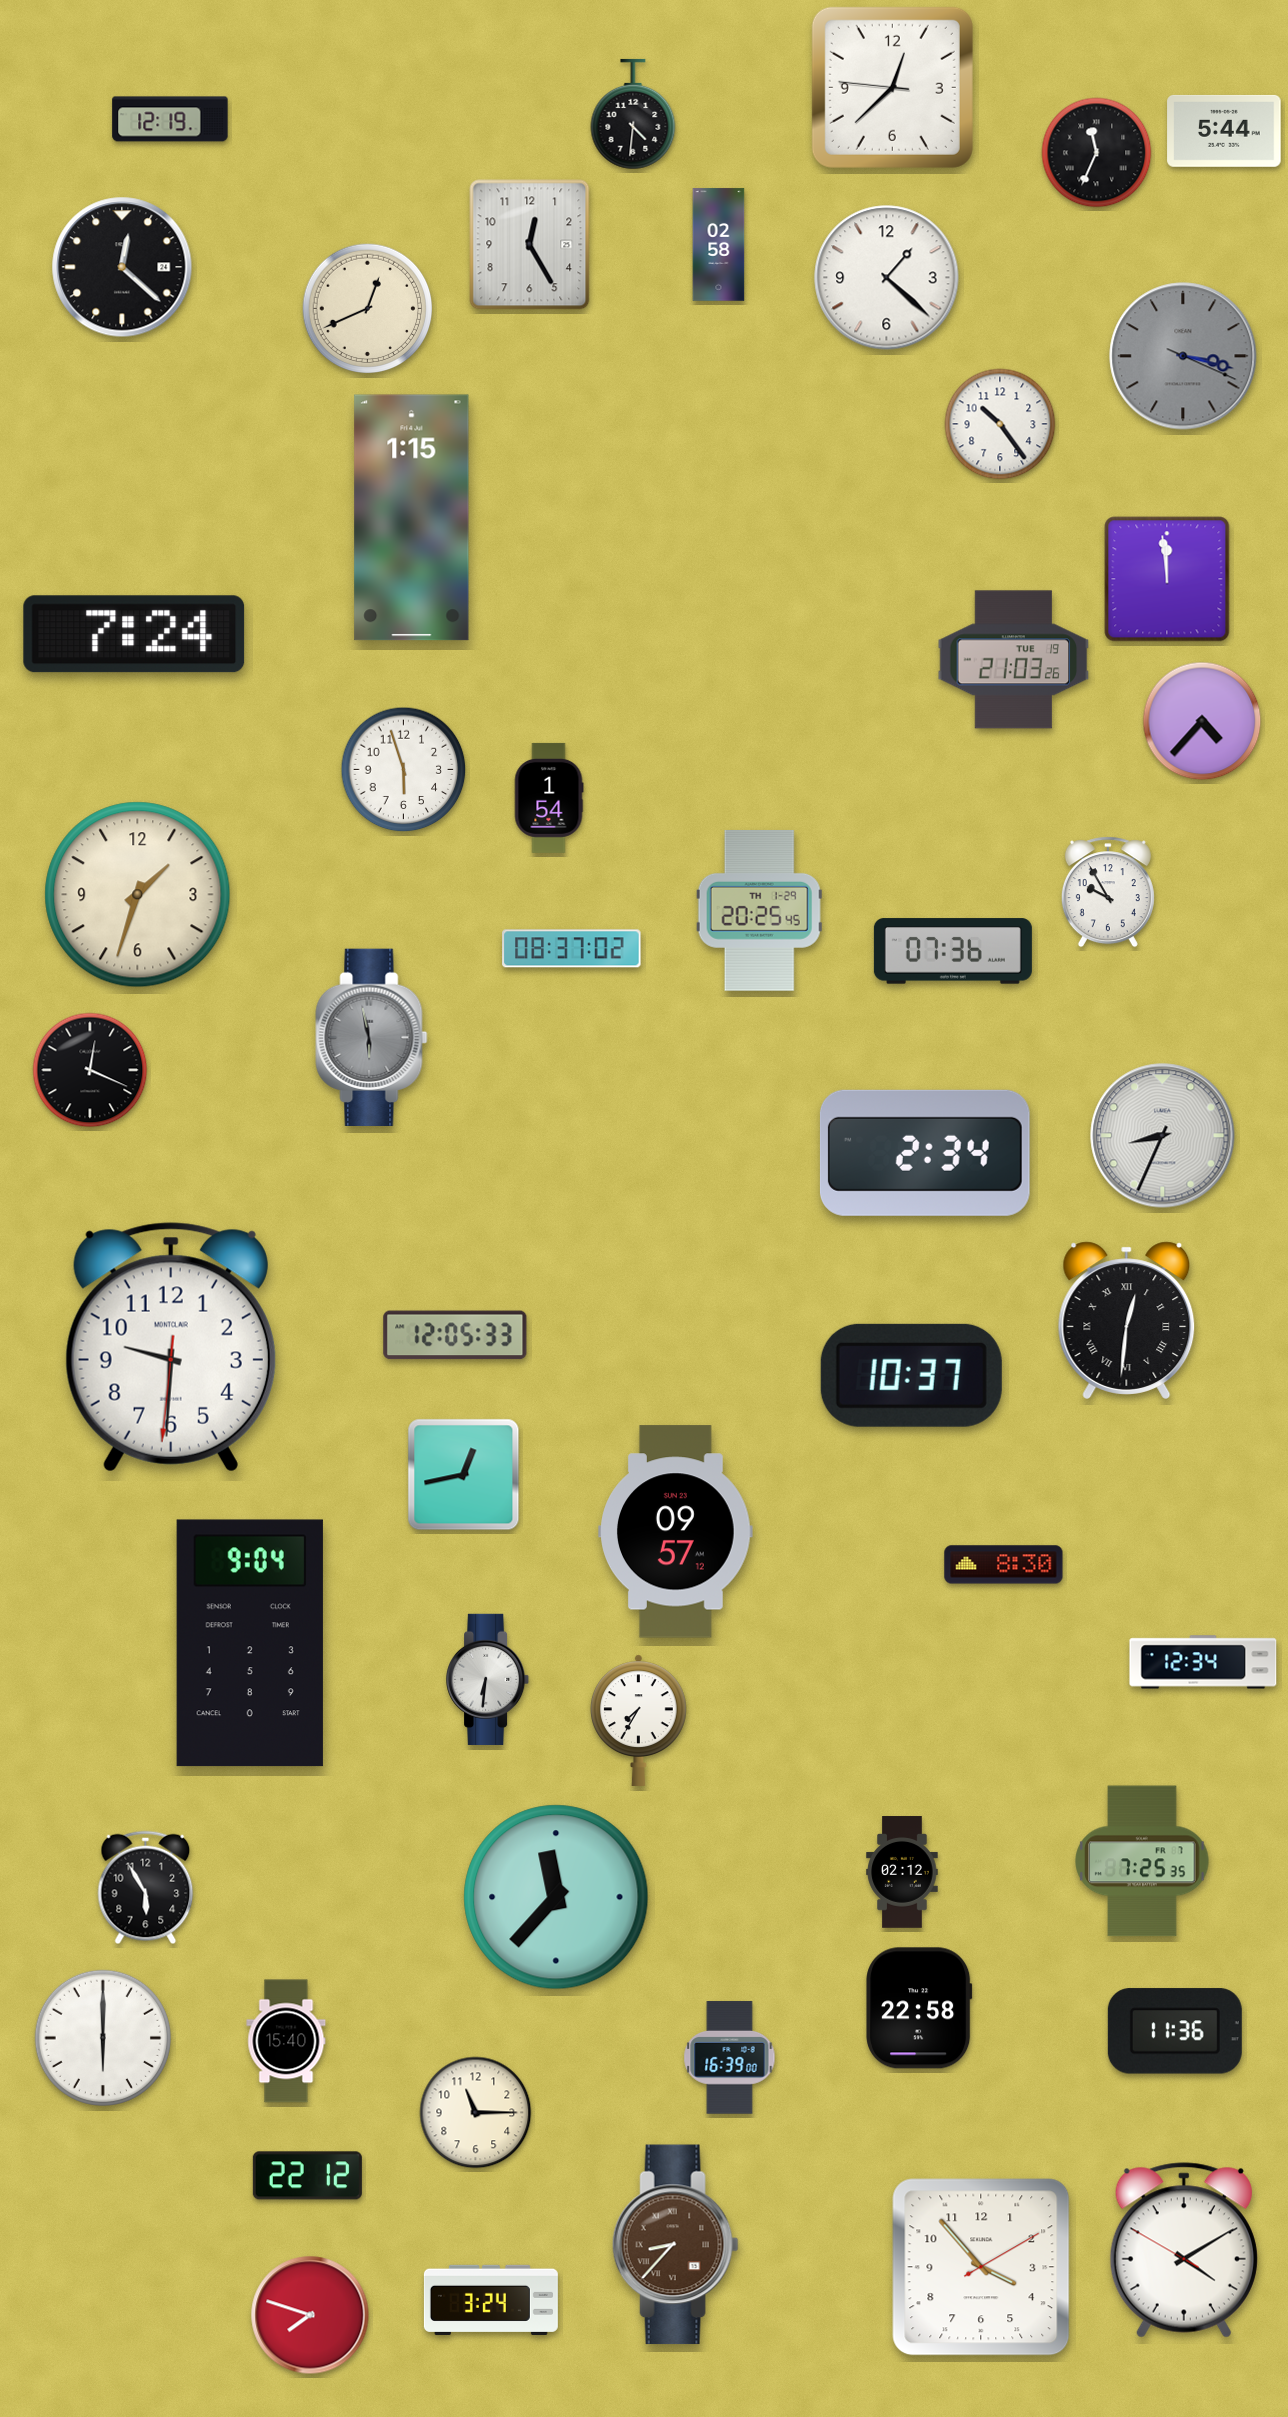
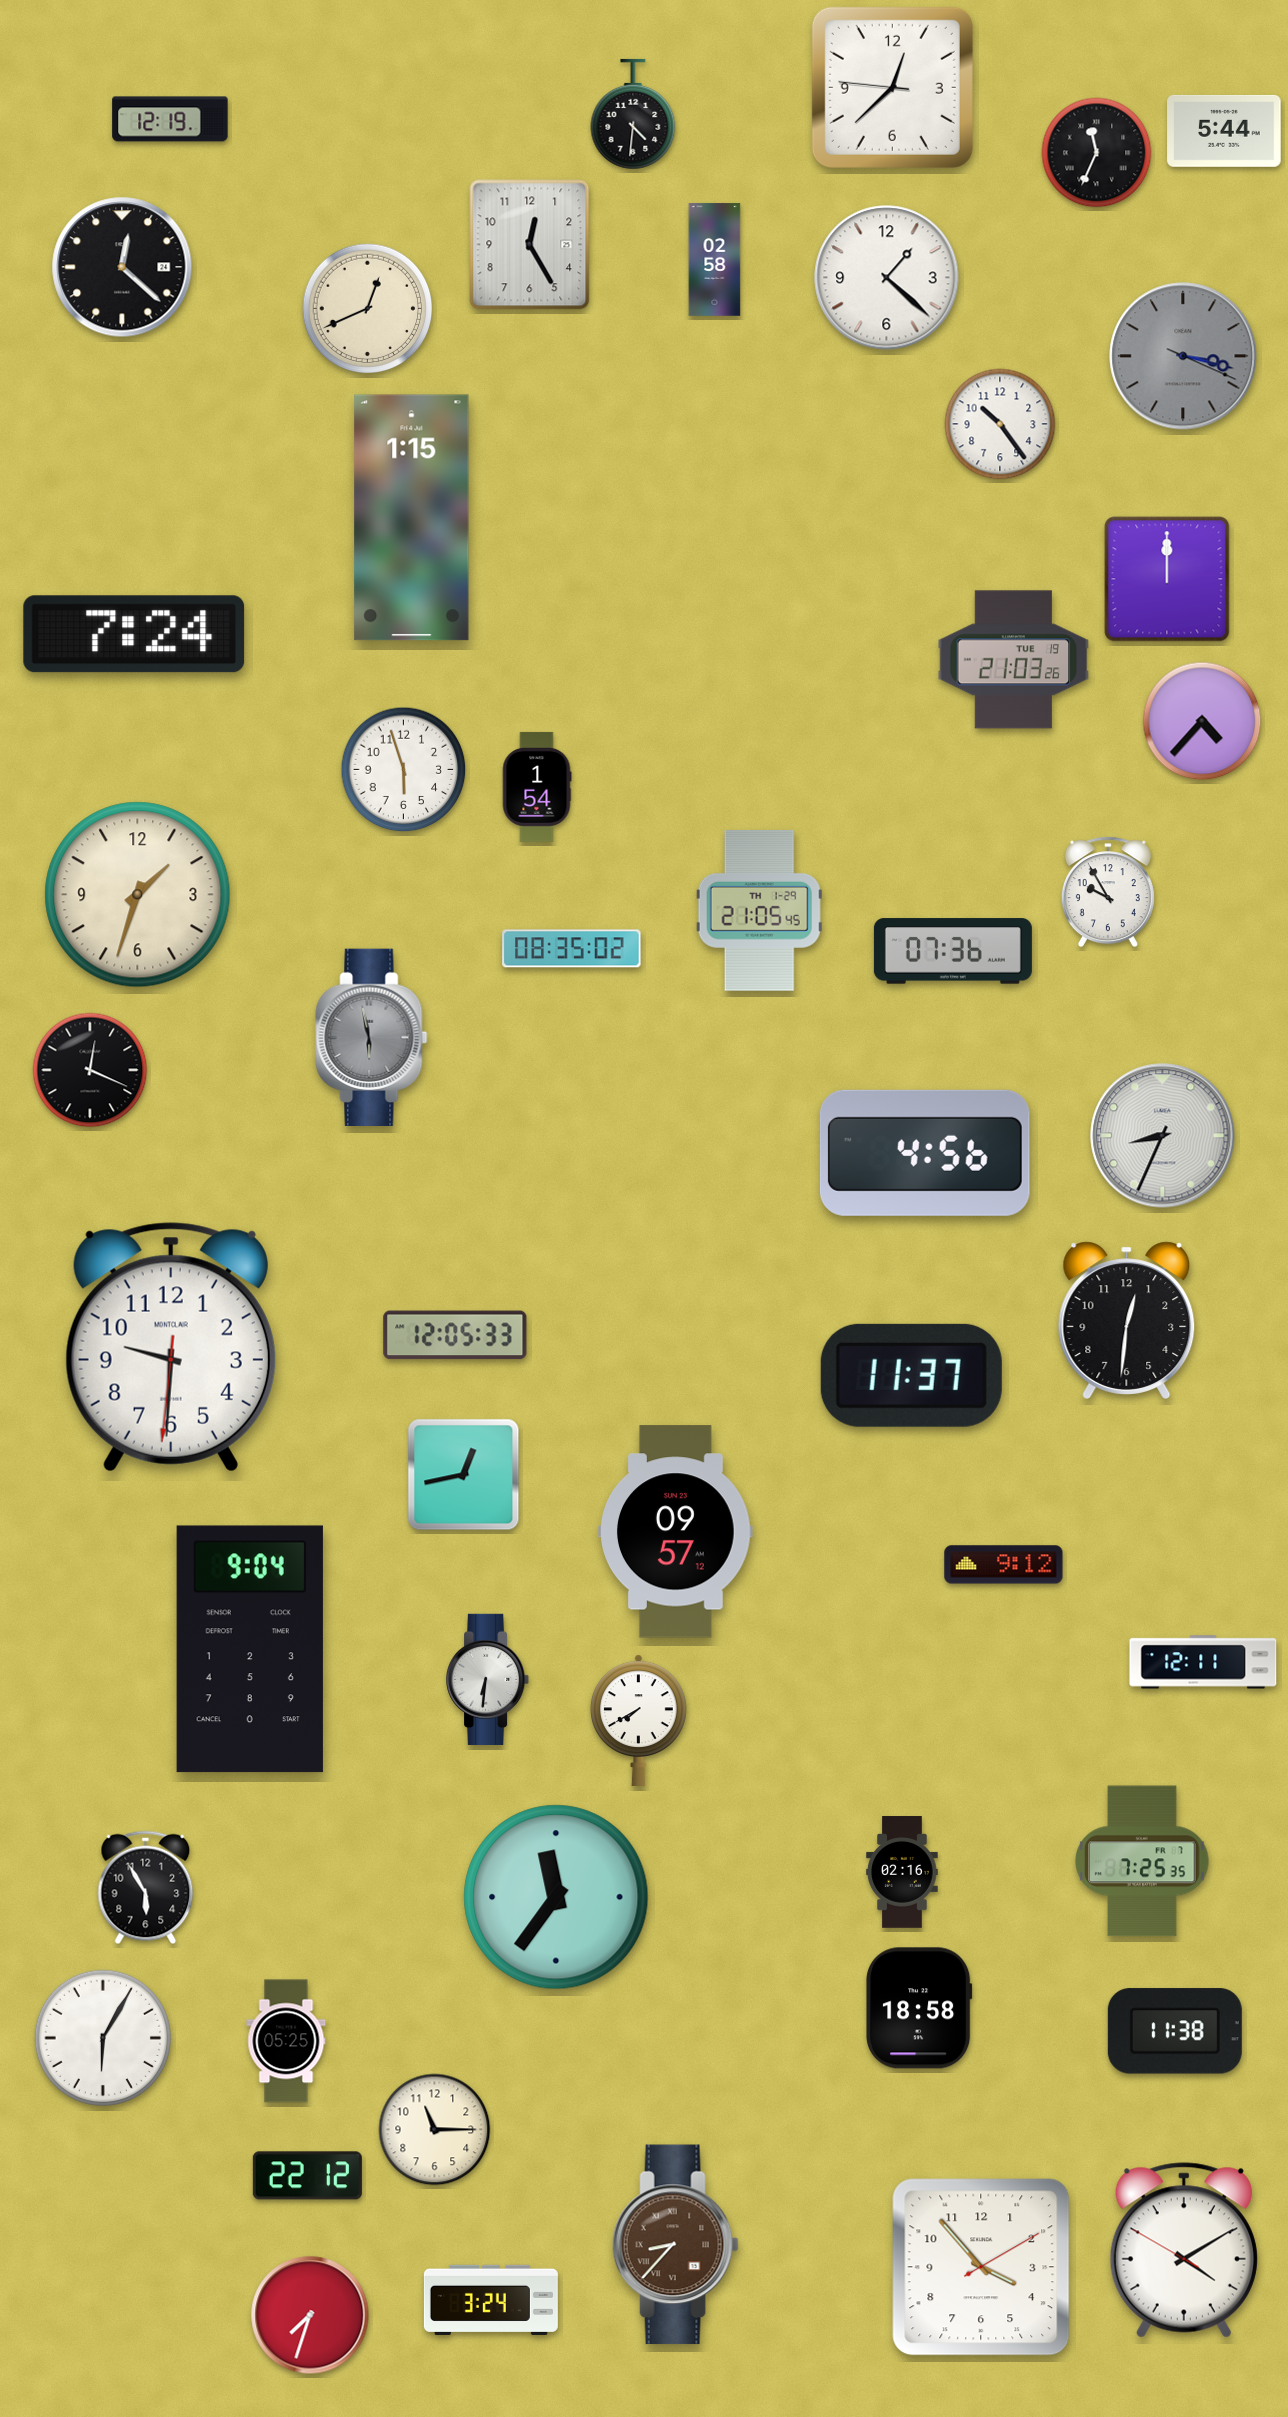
clock at (719, 245) position: (719, 245) -> (715, 260)
clock at (1167, 579): 11:59 -> 12:00
clock at (549, 798) position: (549, 798) -> (537, 787)
clock at (759, 910): 20:25 -> 21:05
clock at (572, 949): 08:37 -> 08:35
clock at (925, 1153): 2:34 -> 4:56
clock at (1127, 1320) numerals: Roman -> Arabic
clock at (911, 1375): 10:37 -> 11:37
clock at (1004, 1565): 8:30 -> 9:12
clock at (250, 1643) position: (250, 1643) -> (250, 1649)
clock at (1203, 1662): 12:34 -> 12:11
clock at (638, 1720): 7:35 -> 7:40
clock at (902, 1872): 02:12 -> 02:16
clock at (556, 1897): 11:37 -> 11:36
clock at (919, 2008): 22:58 -> 18:58
clock at (1175, 2031): 11:36 -> 11:38
clock at (103, 2038): 6:00 -> 6:05
clock at (286, 2041): 15:40 -> 05:25
clock at (730, 2058): 16:39 -> none
clock at (476, 2113) position: (476, 2113) -> (435, 2130)
clock at (310, 2315): 7:48 -> 7:33
